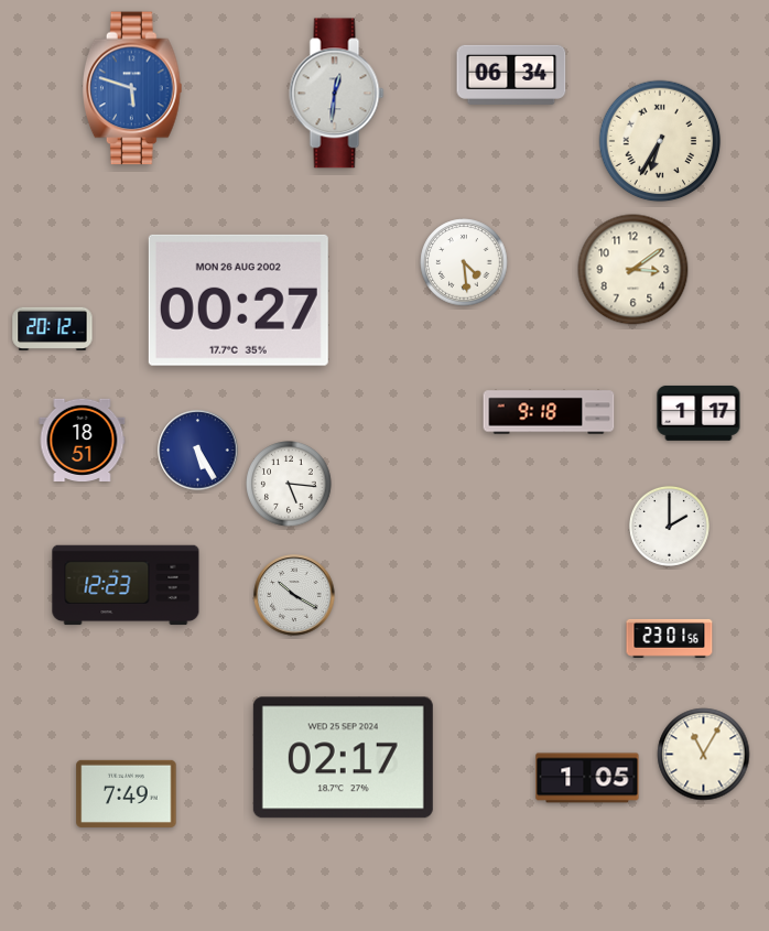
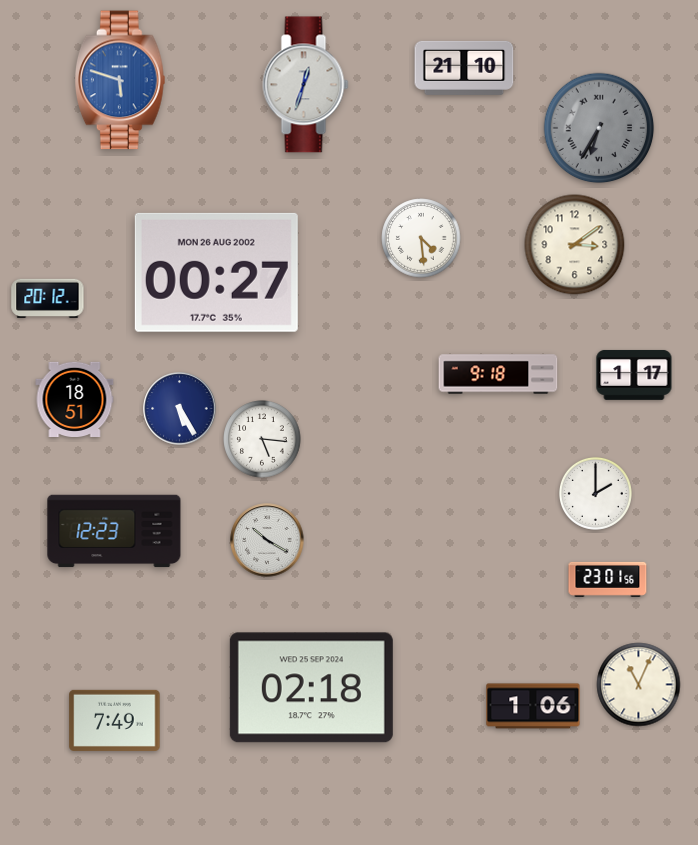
clock at (511, 75): 06:34 -> 21:10
clock at (337, 94): 12:31 -> 12:33
clock at (660, 141) dial: cream -> grey
clock at (669, 526) position: (669, 526) -> (595, 493)
clock at (704, 755): 11:05 -> 11:04
clock at (343, 758): 02:17 -> 02:18
clock at (587, 778): 1:05 -> 1:06
